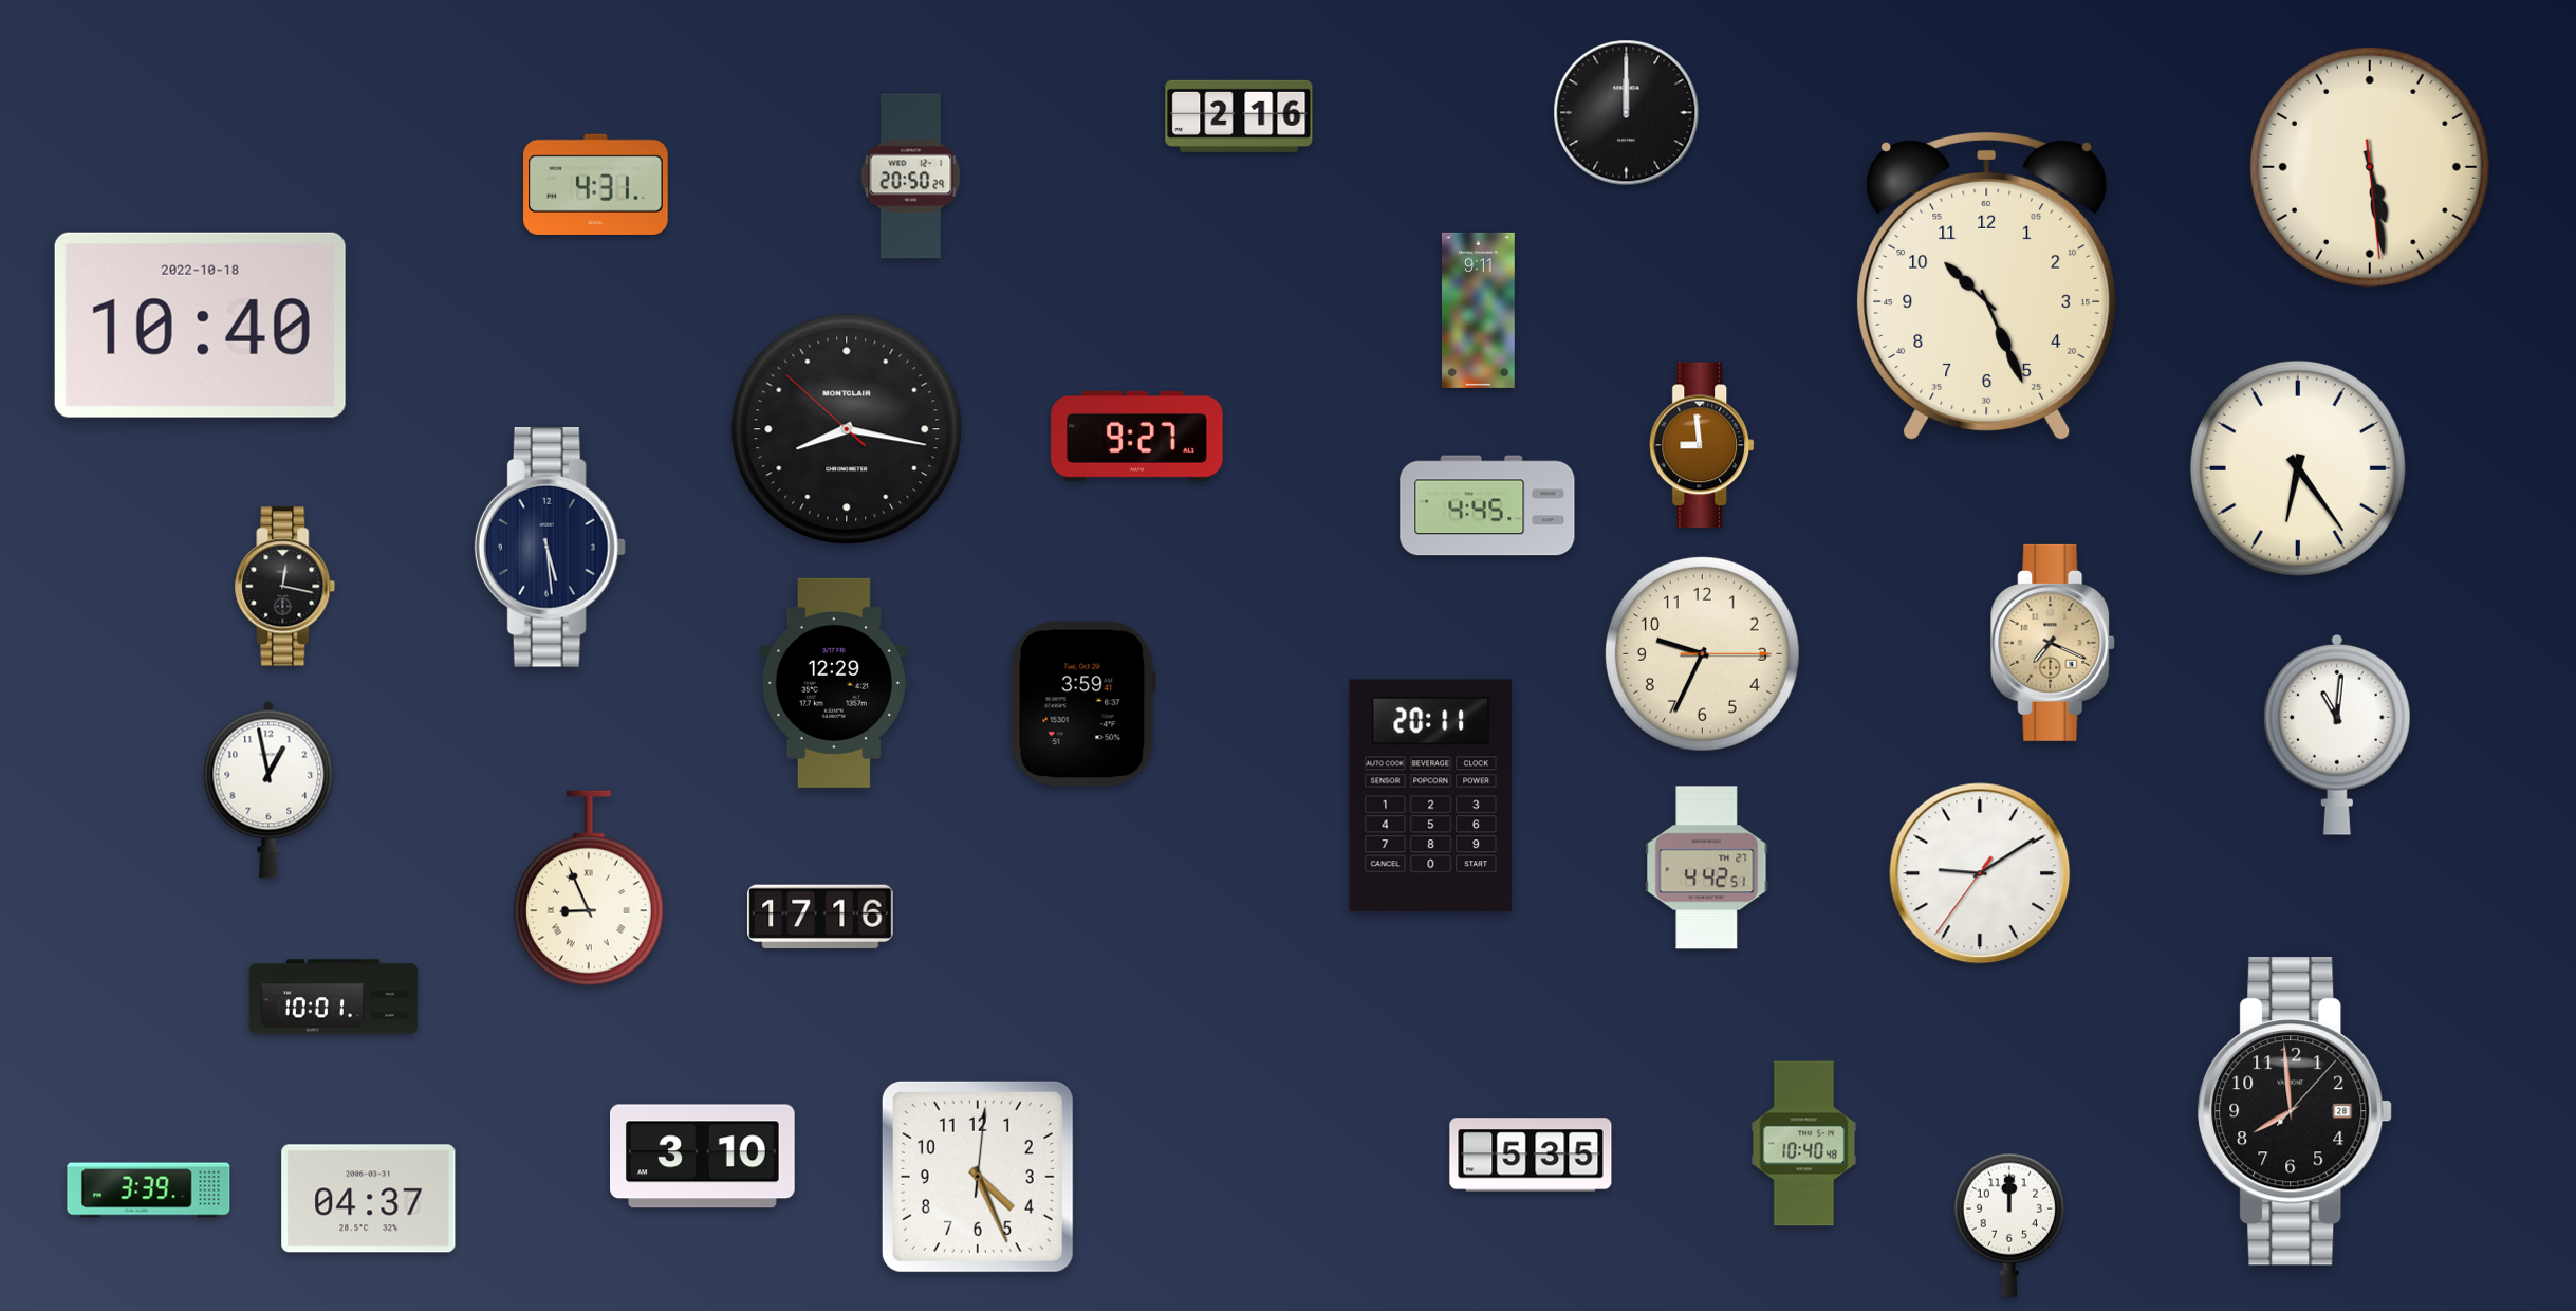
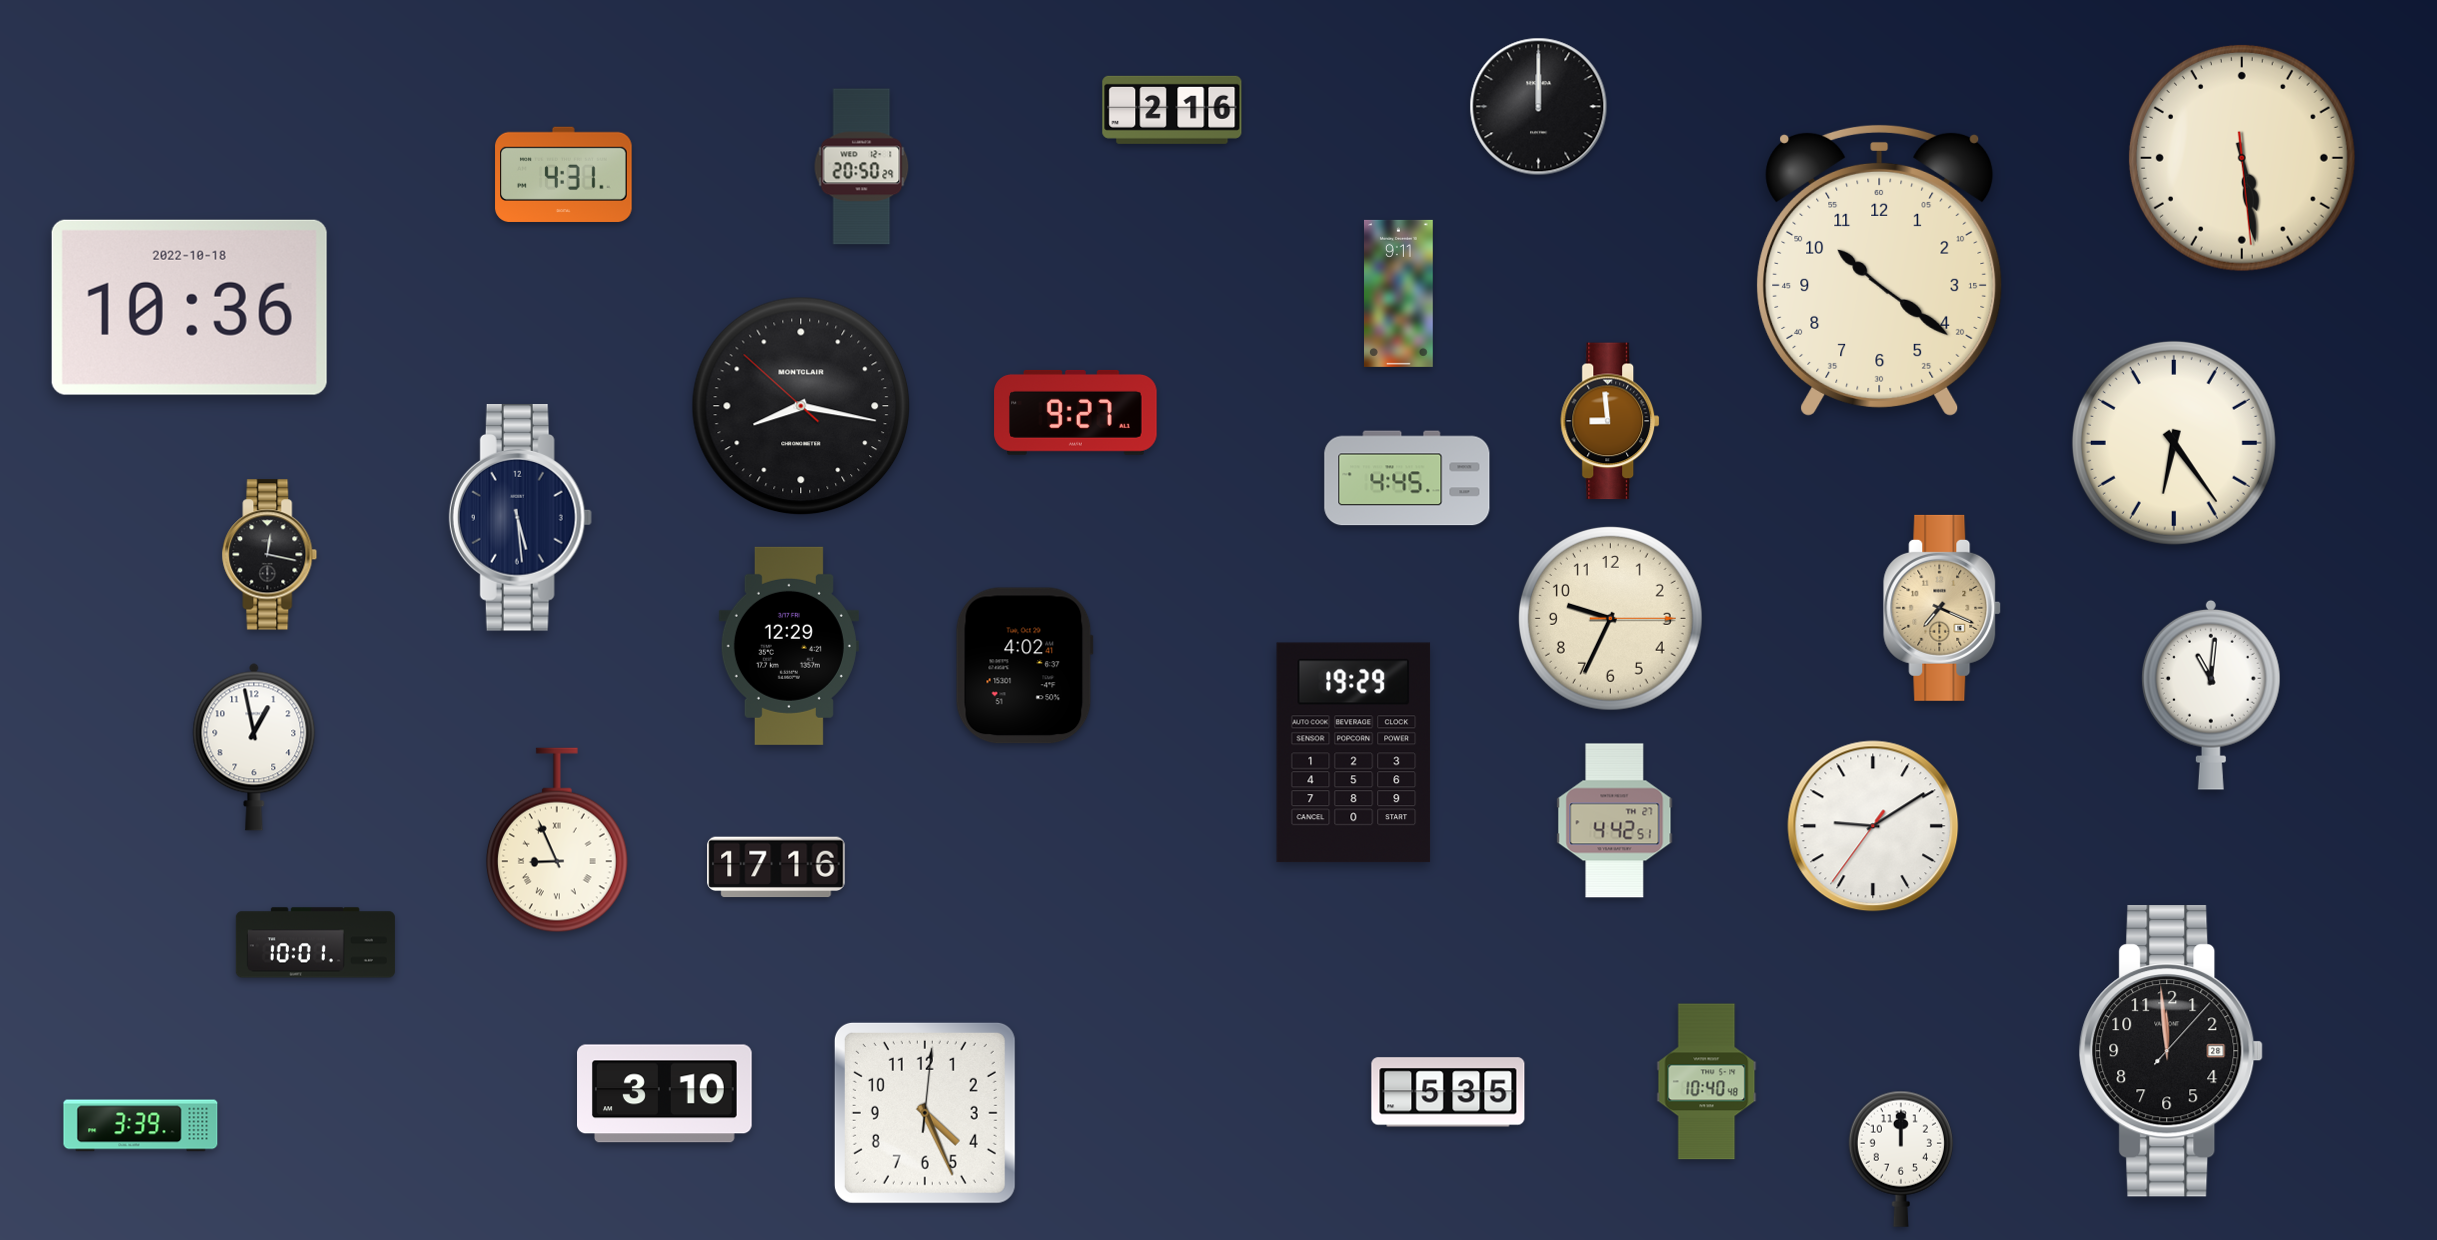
clock at (1987, 285): 10:26 -> 10:21
clock at (200, 325): 10:40 -> 10:36
clock at (1082, 704): 3:59 -> 4:02
clock at (1431, 796): 20:11 -> 19:29
clock at (2295, 1111): 7:59 -> 11:59
clock at (369, 1199): 04:37 -> none
